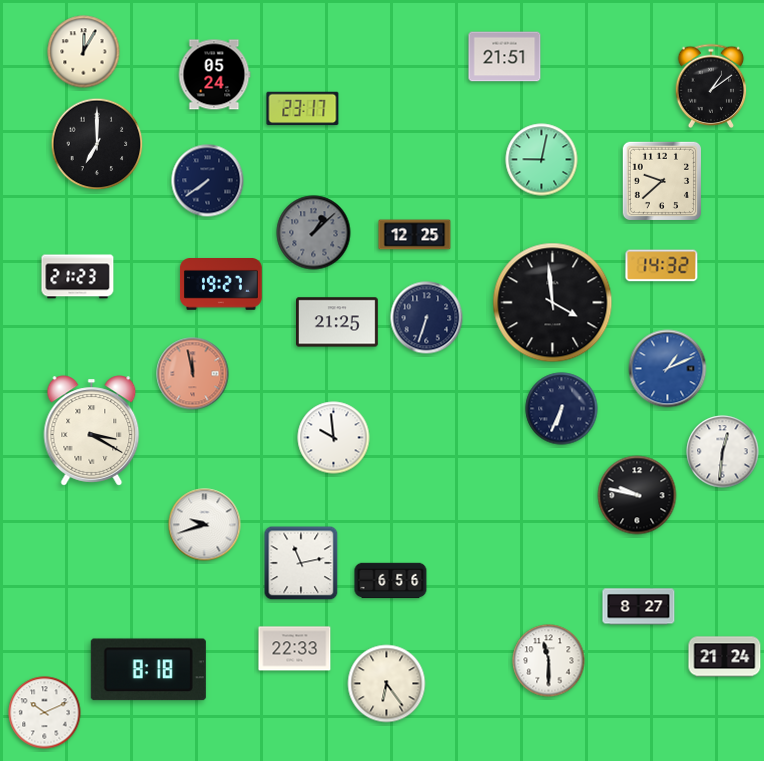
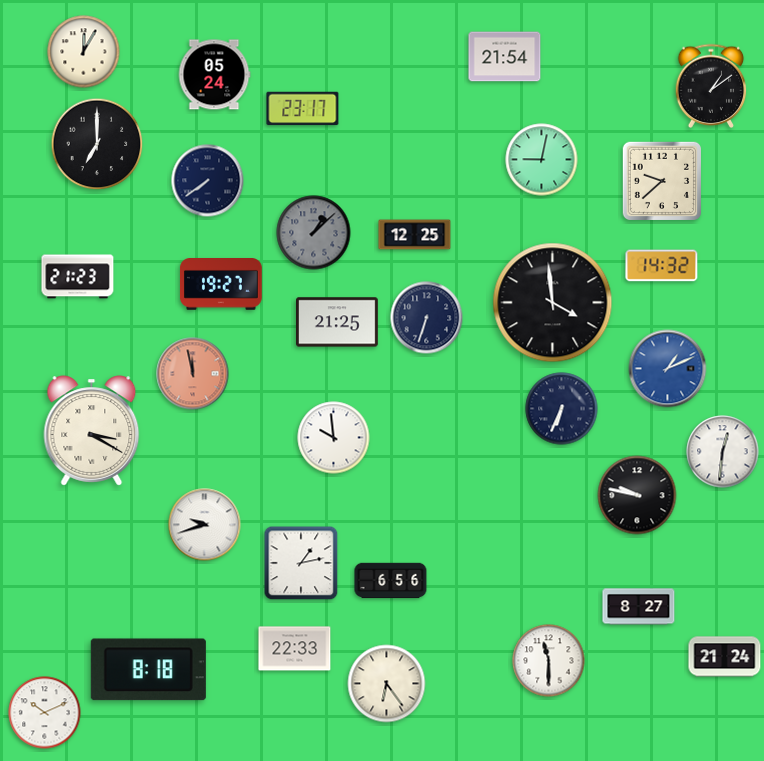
clock at (505, 57): 21:51 -> 21:54
clock at (301, 563): 11:13 -> 1:13
